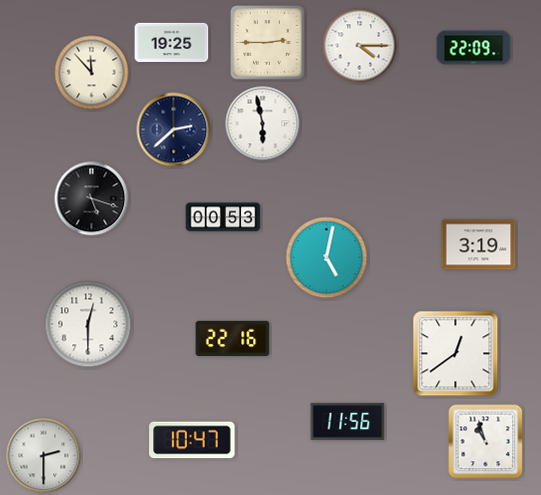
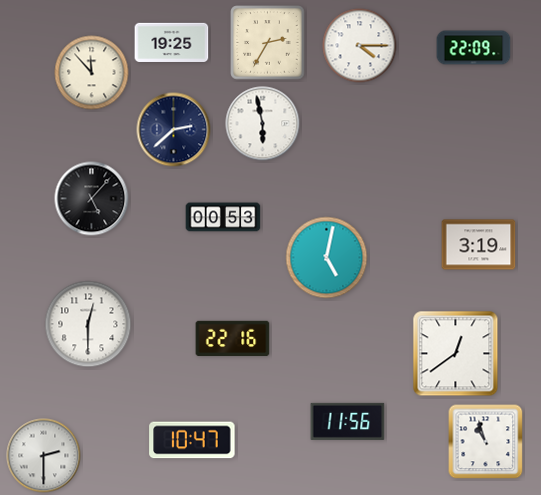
clock at (268, 43): 2:45 -> 2:35
clock at (92, 199): 5:18 -> 5:07
